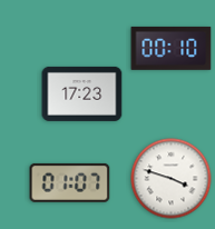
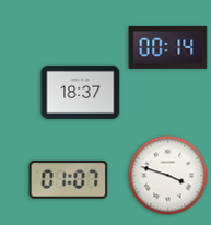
clock at (172, 48): 00:10 -> 00:14
clock at (82, 93): 17:23 -> 18:37
